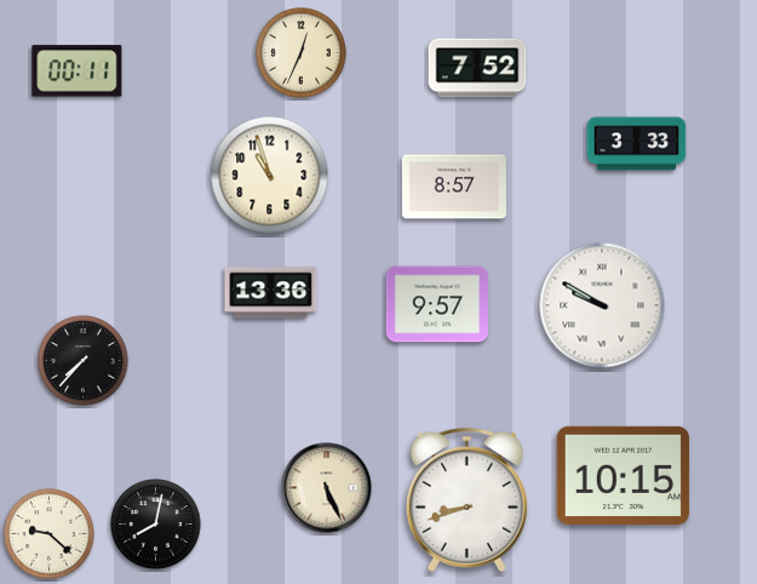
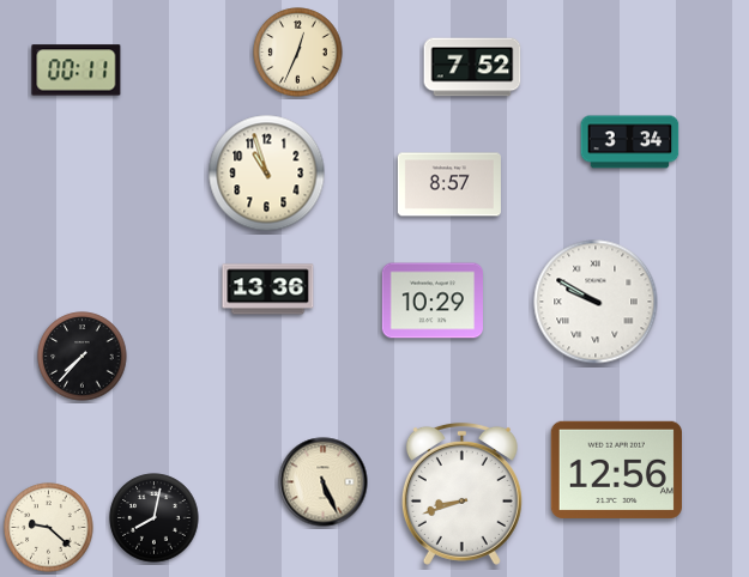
clock at (637, 144): 3:33 -> 3:34
clock at (437, 304): 9:57 -> 10:29
clock at (623, 475): 10:15 -> 12:56
